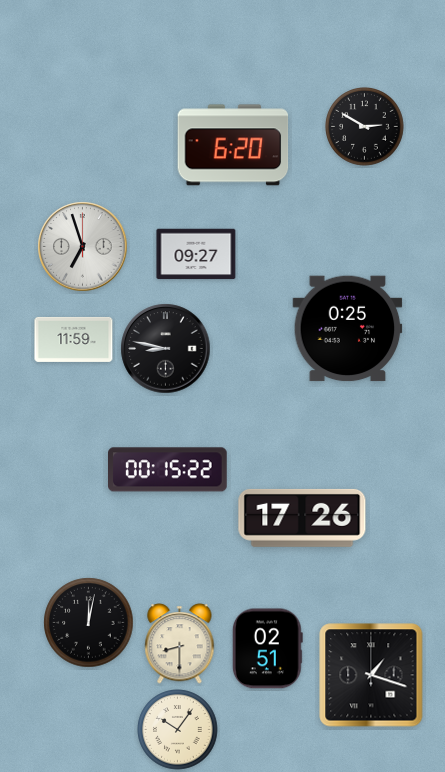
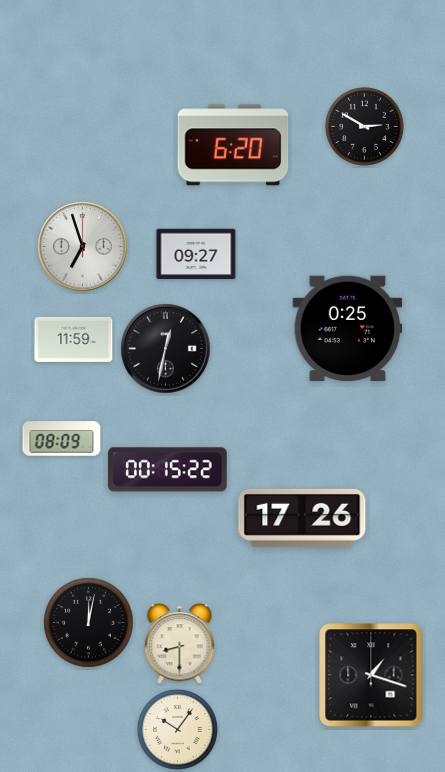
clock at (166, 349): 8:47 -> 12:32
clock at (62, 439): none -> 08:09
clock at (267, 649): 02:51 -> none
